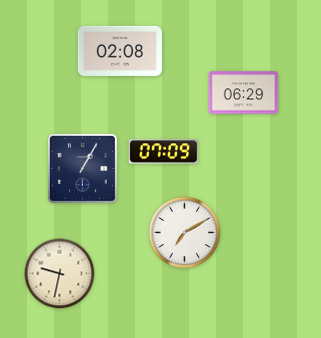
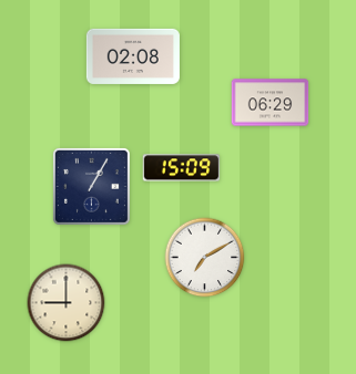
clock at (164, 152): 07:09 -> 15:09
clock at (60, 274): 9:32 -> 9:00
